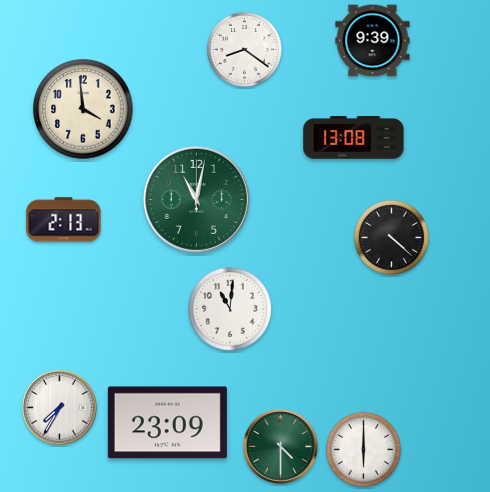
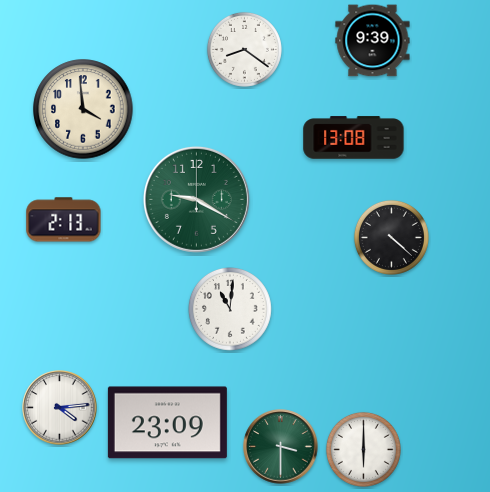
clock at (196, 199): 11:02 -> 9:20
clock at (60, 408): 7:35 -> 4:14
clock at (281, 447): 4:30 -> 3:30
